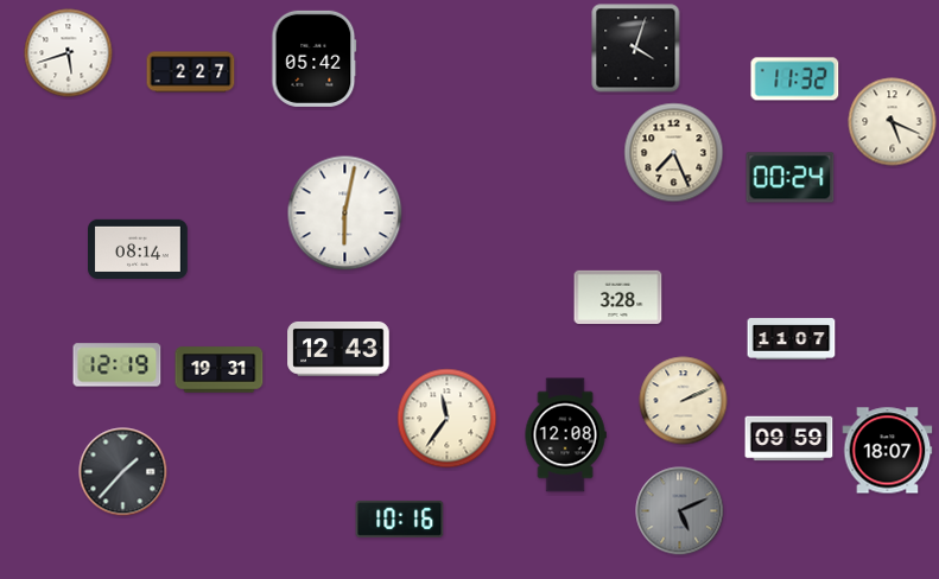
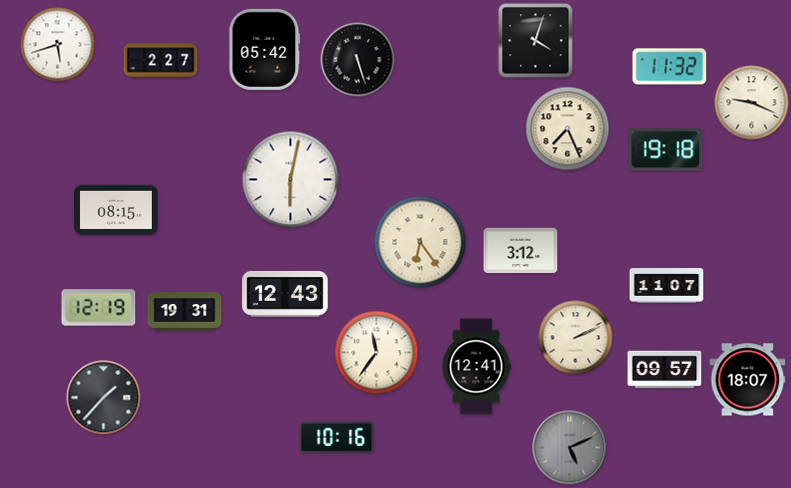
clock at (358, 60): none -> 5:27
clock at (893, 122): 5:19 -> 9:19
clock at (791, 178): 00:24 -> 19:18
clock at (139, 248): 08:14 -> 08:15
clock at (420, 242): none -> 6:24
clock at (618, 297): 3:28 -> 3:12
clock at (565, 435): 12:08 -> 12:41
clock at (789, 439): 09:59 -> 09:57
clock at (680, 511) position: (680, 511) -> (570, 448)
